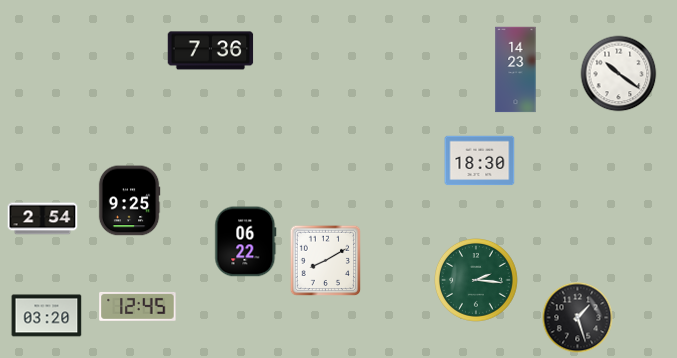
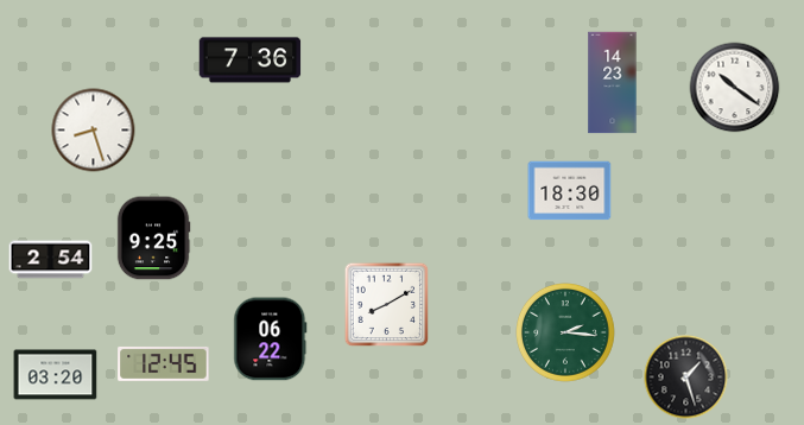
clock at (94, 131): none -> 8:27
clock at (246, 242) position: (246, 242) -> (271, 340)
clock at (326, 261) position: (326, 261) -> (387, 305)
